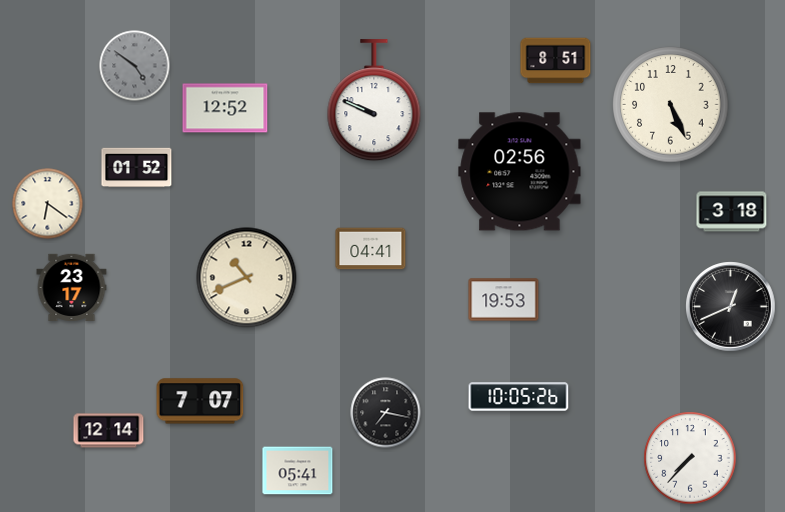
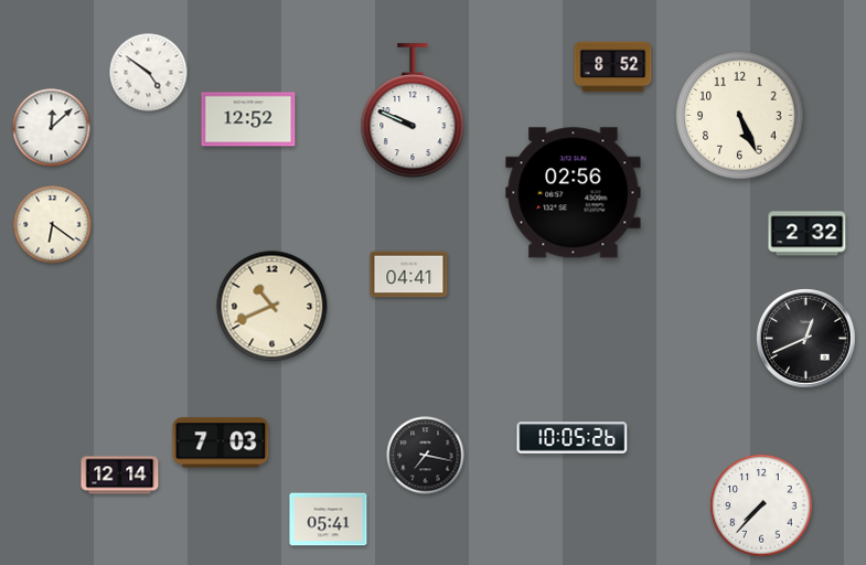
clock at (556, 61): 8:51 -> 8:52
clock at (135, 66) dial: grey -> white
clock at (52, 128): none -> 12:08
clock at (137, 168): 01:52 -> none
clock at (520, 172) position: (520, 172) -> (574, 193)
clock at (732, 212): 3:18 -> 2:32
clock at (72, 287): 23:17 -> none
clock at (504, 300): 19:53 -> none
clock at (200, 401): 7:07 -> 7:03
